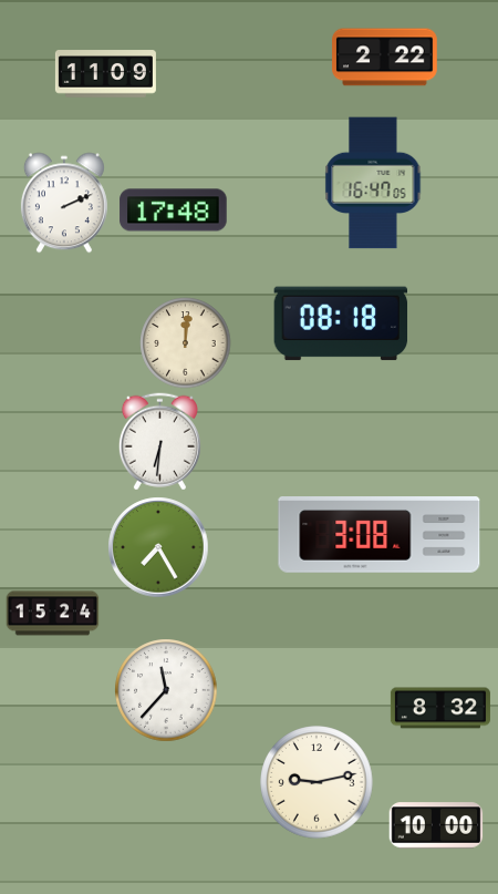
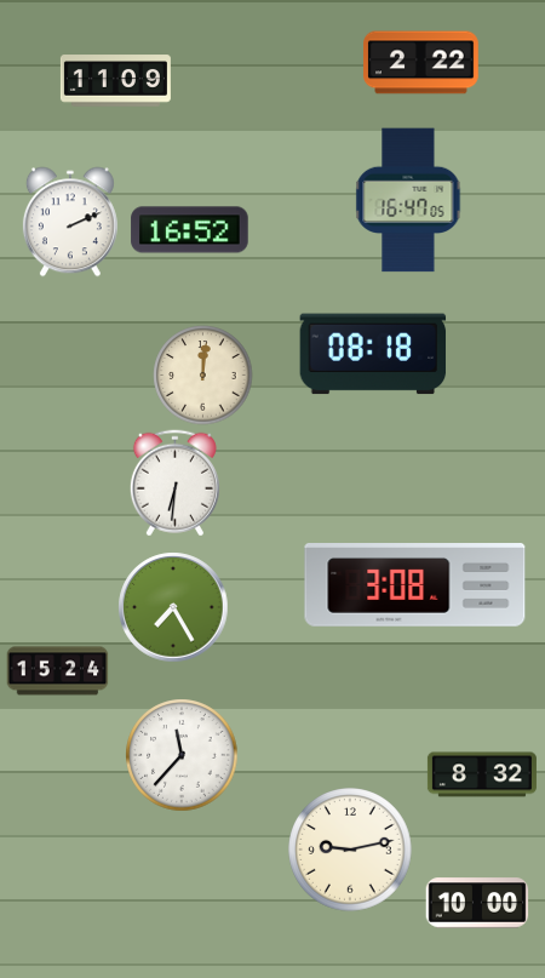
clock at (174, 210): 17:48 -> 16:52
clock at (158, 547) position: (158, 547) -> (173, 607)
clock at (317, 782) position: (317, 782) -> (350, 850)
